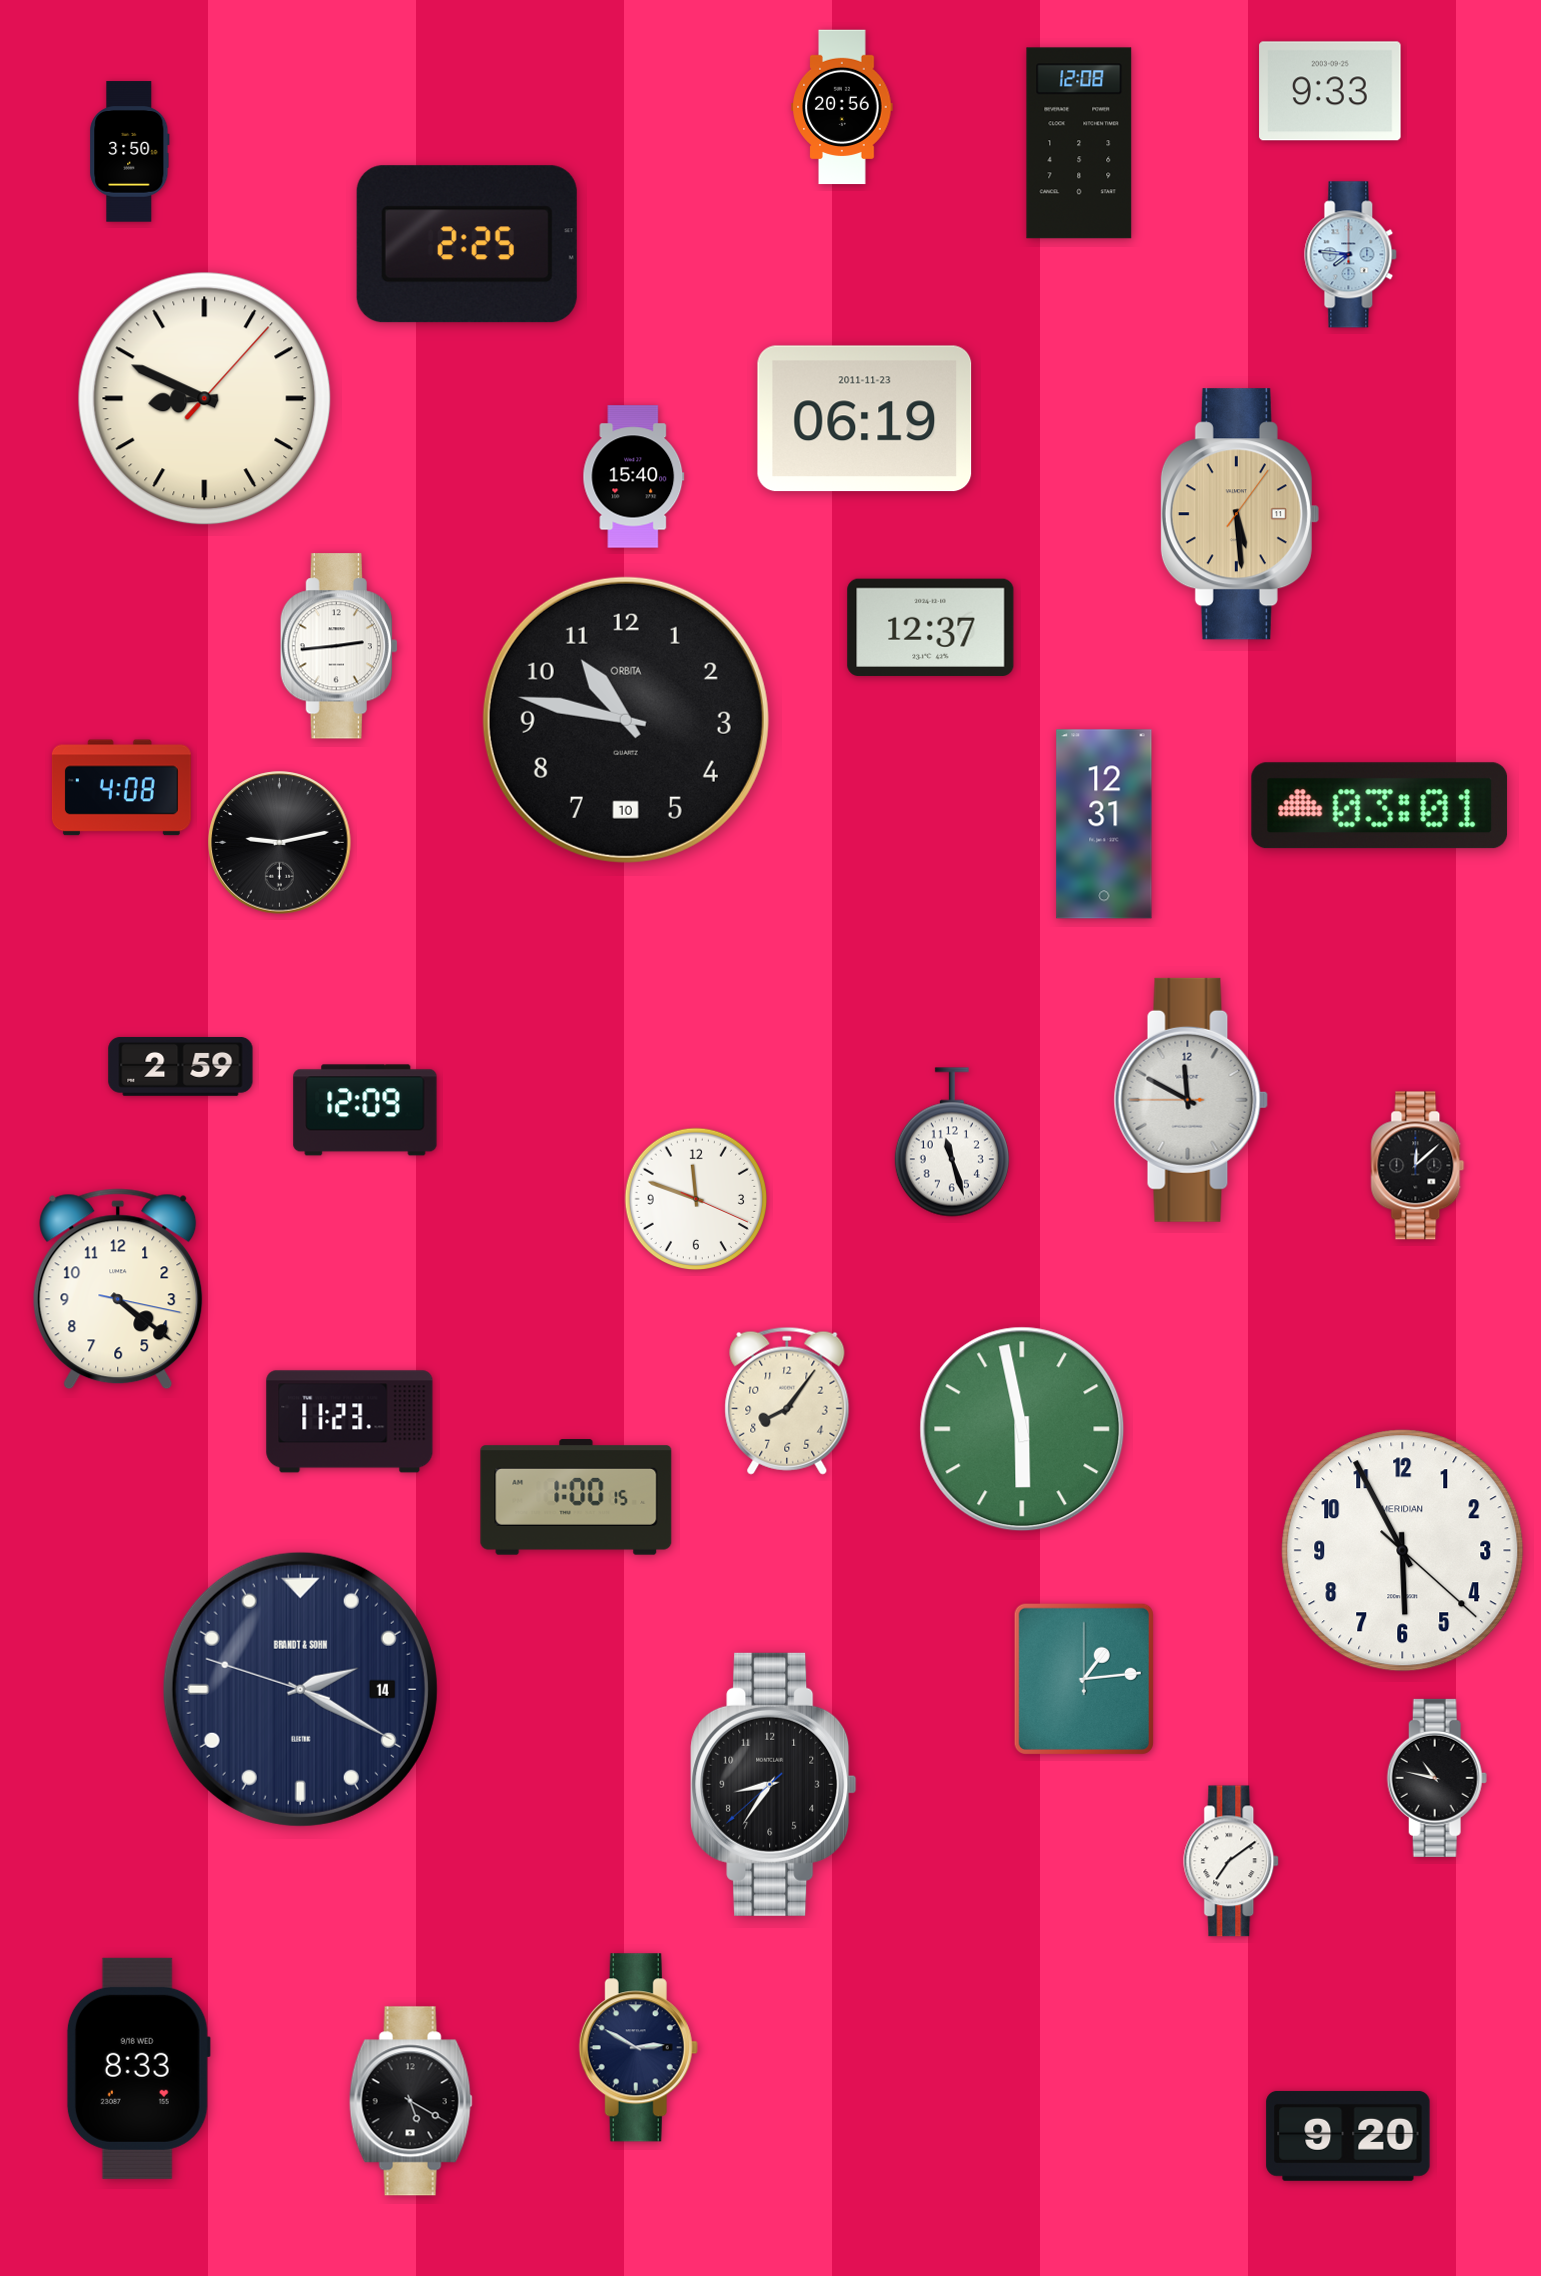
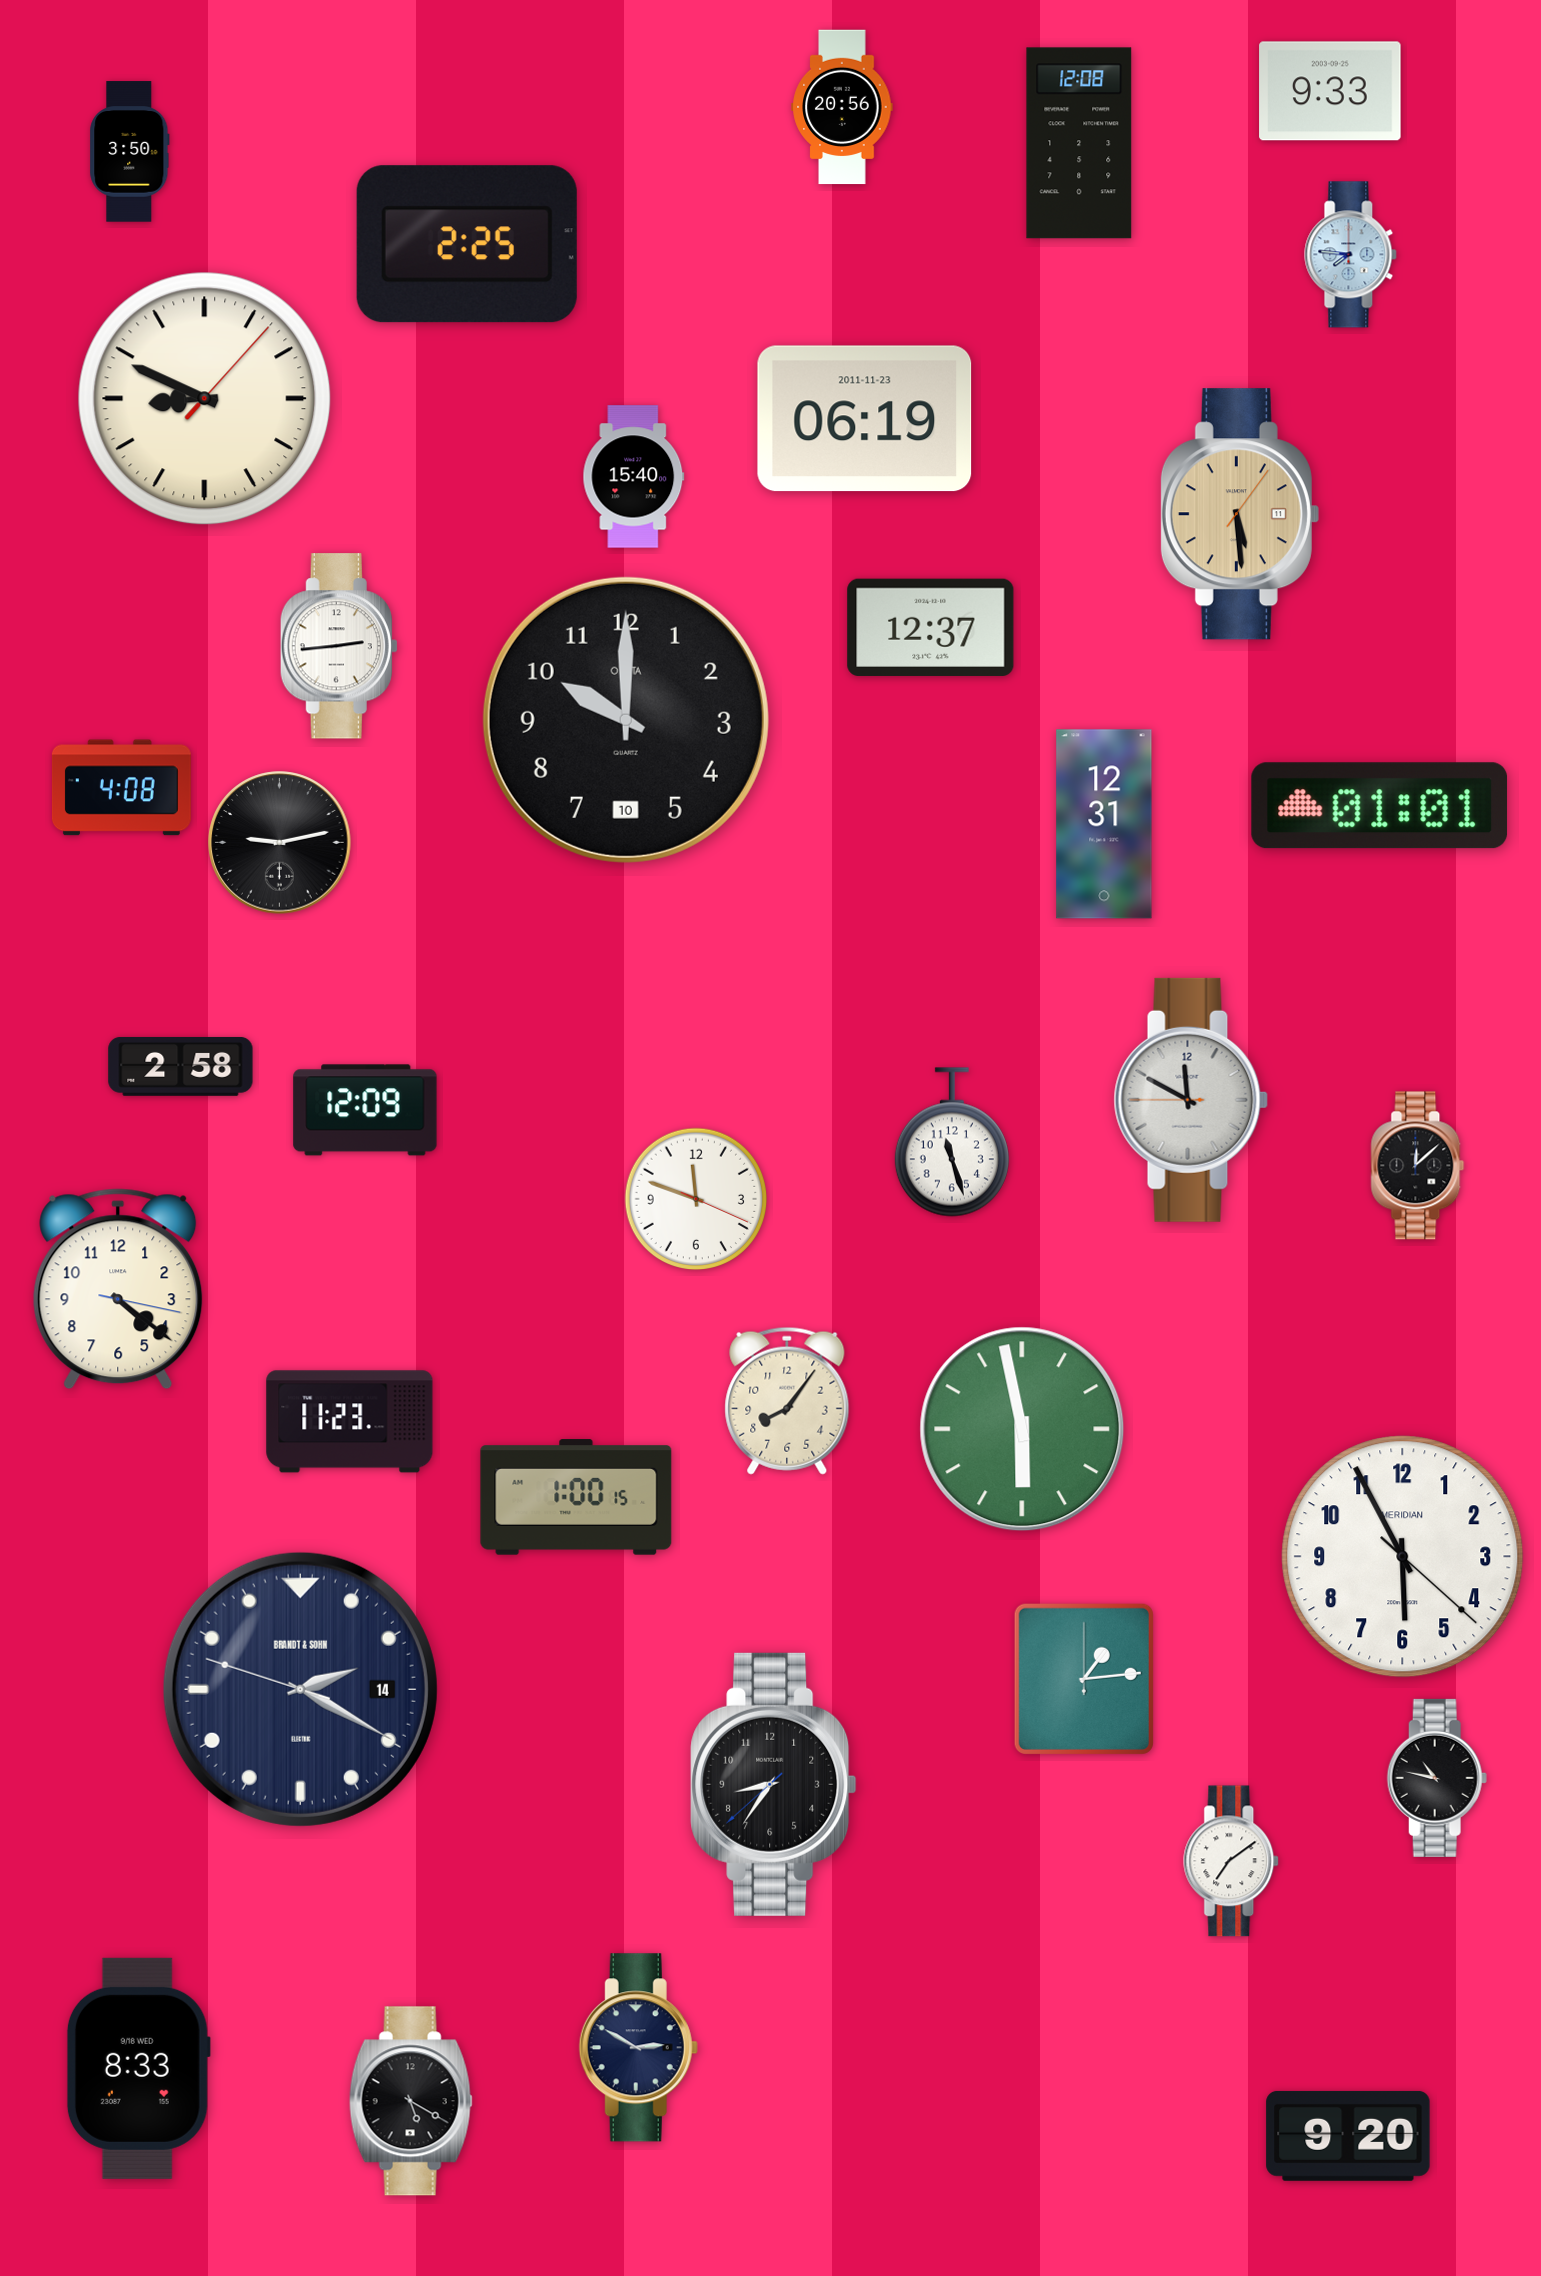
clock at (626, 720): 10:47 -> 10:00
clock at (1380, 806): 03:01 -> 01:01
clock at (181, 1066): 2:59 -> 2:58
clock at (1403, 1551) position: (1403, 1551) -> (1403, 1557)
